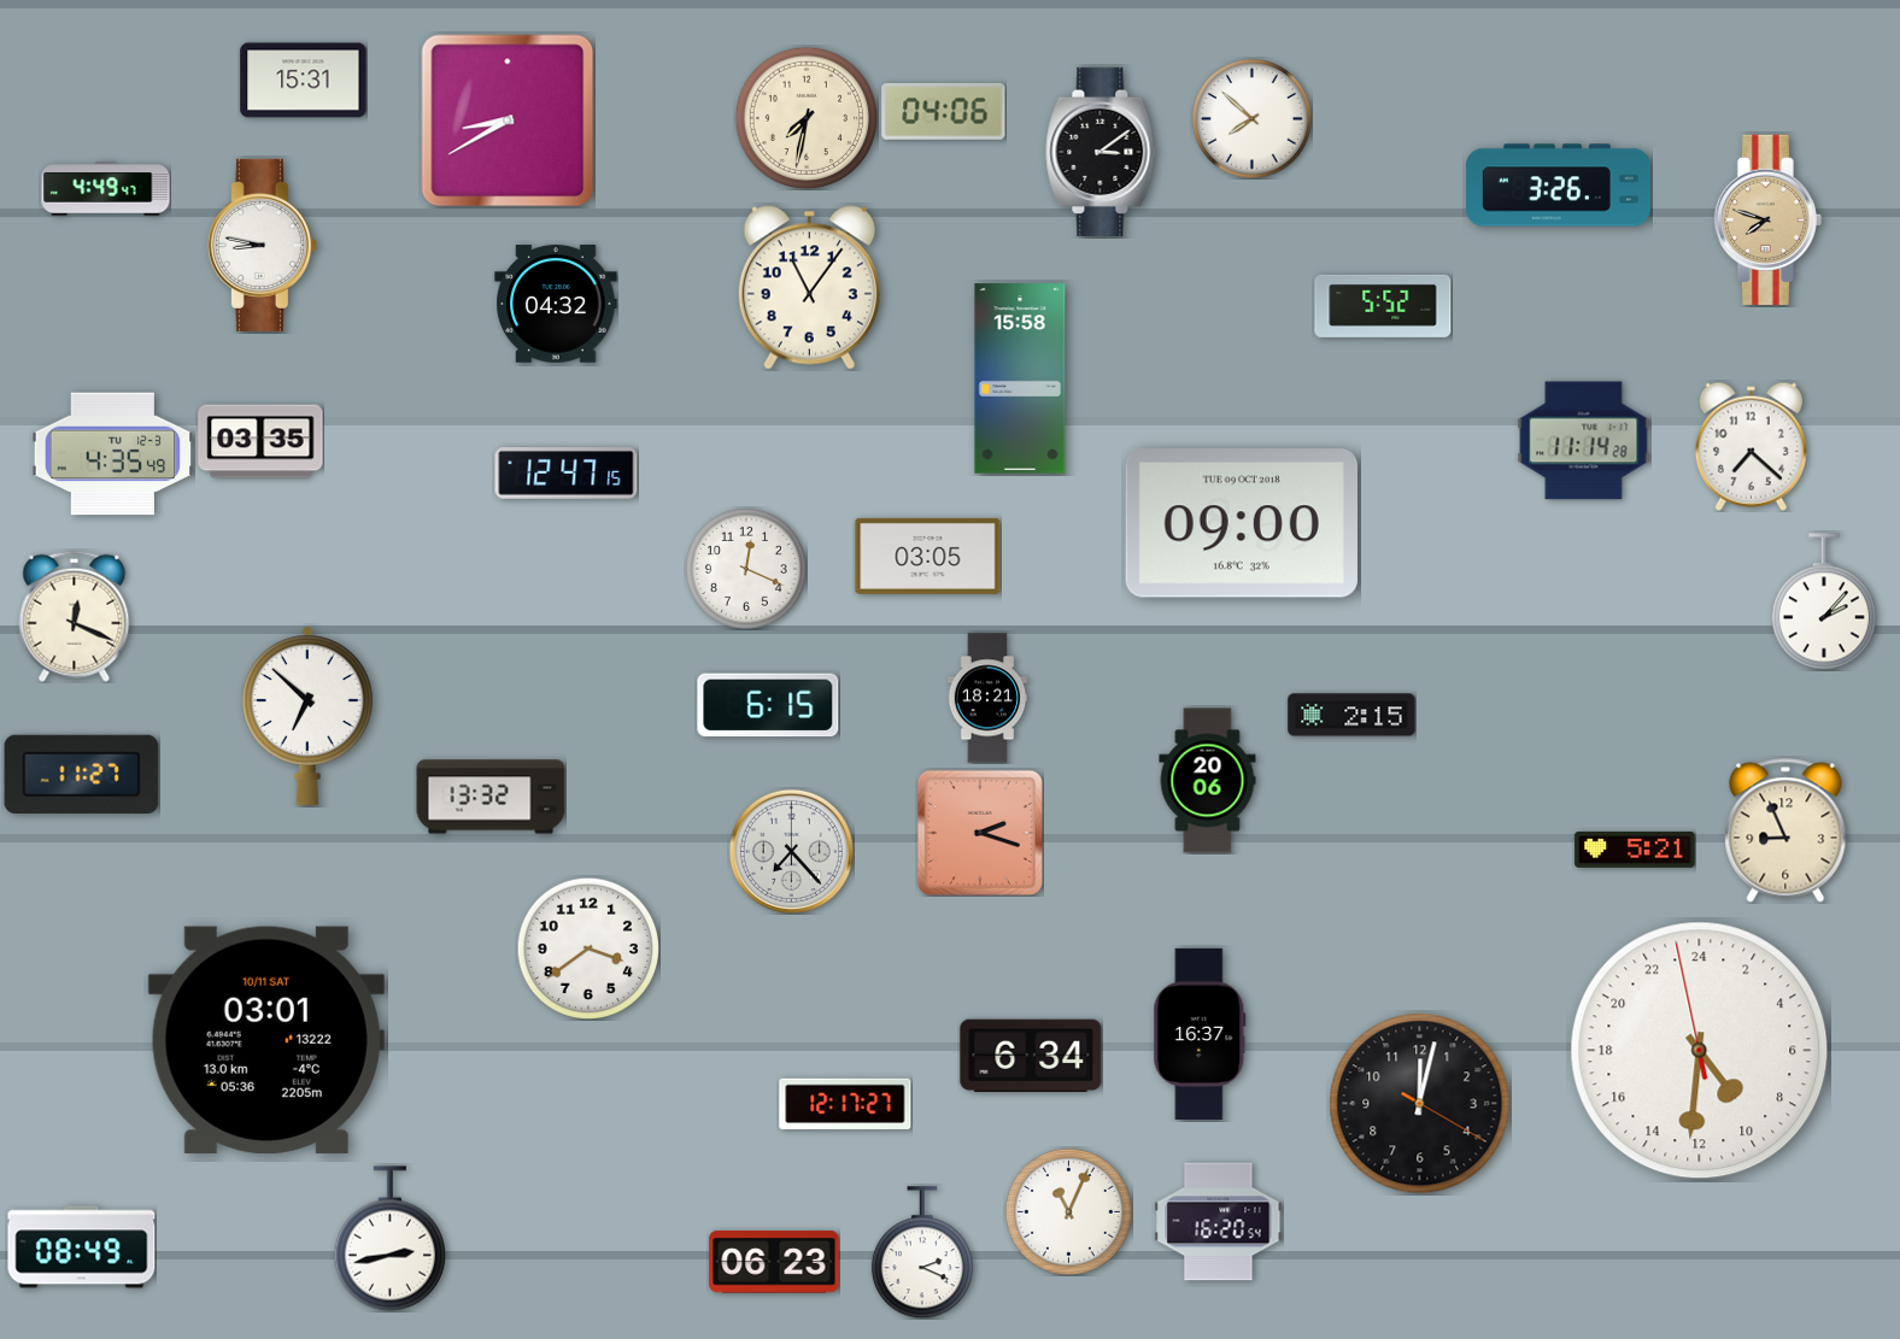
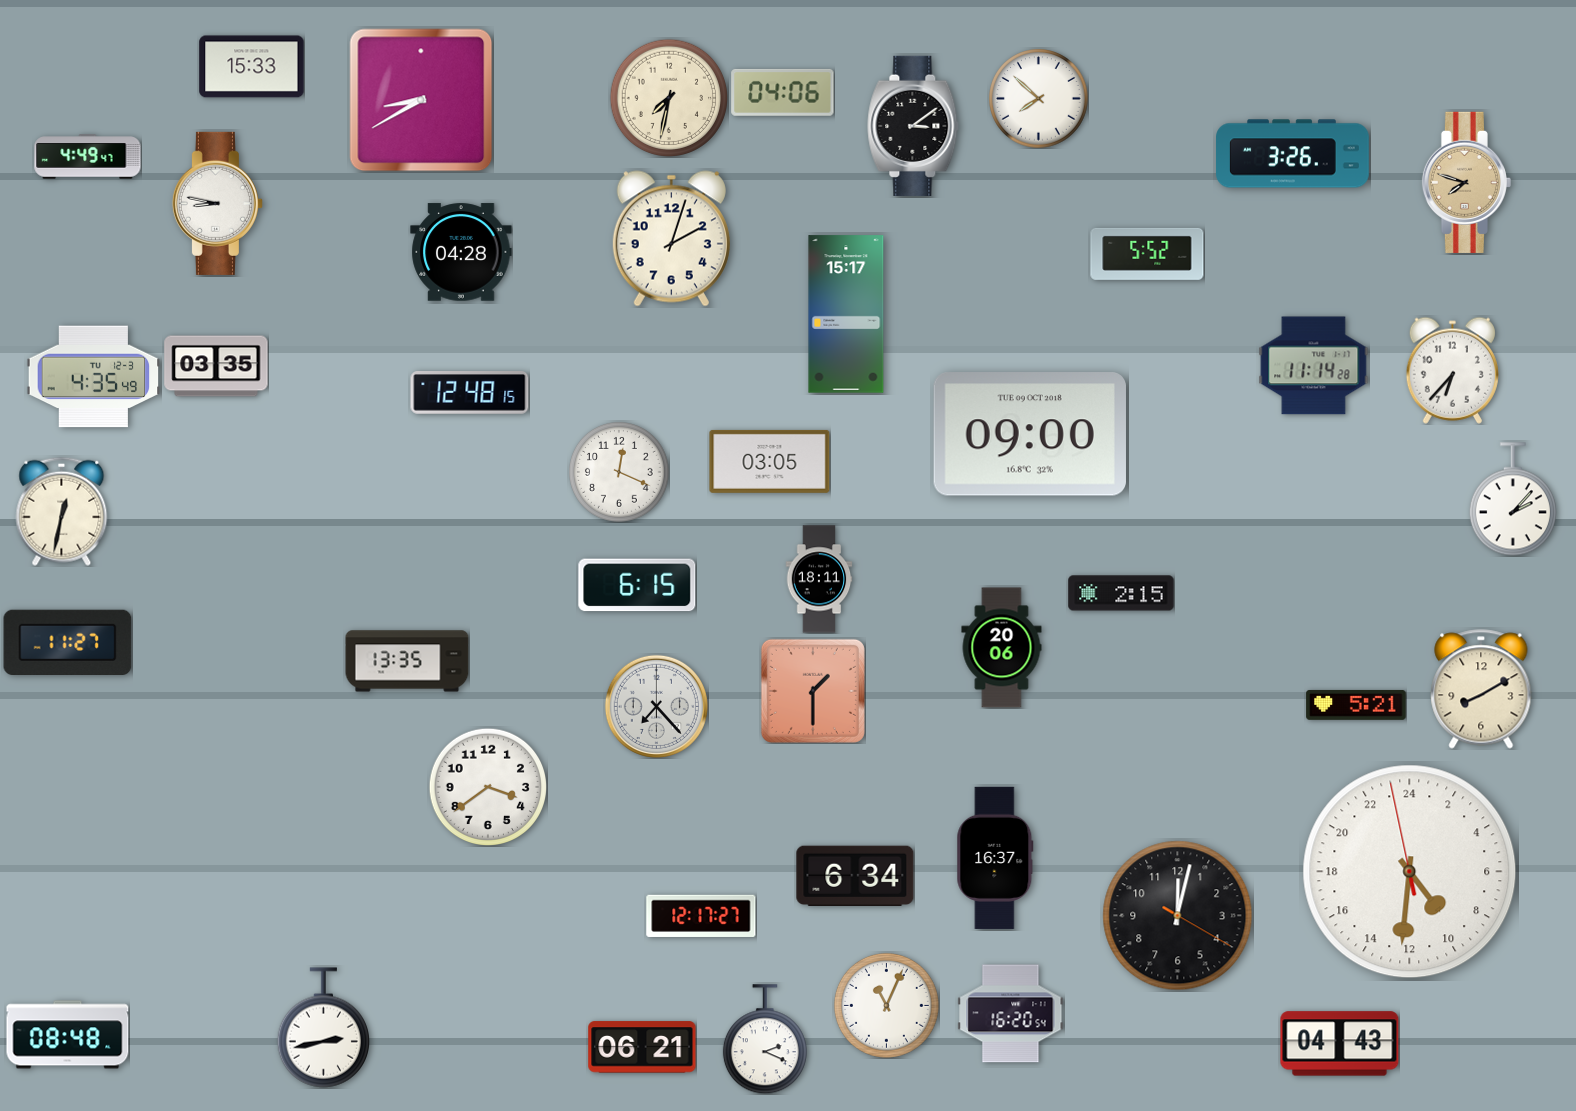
clock at (304, 81): 15:31 -> 15:33
clock at (809, 288): 11:06 -> 2:03
clock at (556, 304): 04:32 -> 04:28
clock at (1020, 378): 15:58 -> 15:17
clock at (1751, 446): 7:22 -> 6:37
clock at (567, 474): 12:47 -> 12:48
clock at (75, 616): 12:19 -> 12:32
clock at (987, 698): 18:21 -> 18:11
clock at (307, 716): 6:52 -> none
clock at (491, 797): 13:32 -> 13:35
clock at (1785, 830): 8:56 -> 8:10
clock at (980, 833): 2:18 -> 1:30
clock at (266, 1040): 03:01 -> none
clock at (82, 1247): 08:49 -> 08:48
clock at (1340, 1044): none -> 04:43
clock at (774, 1262): 06:23 -> 06:21
